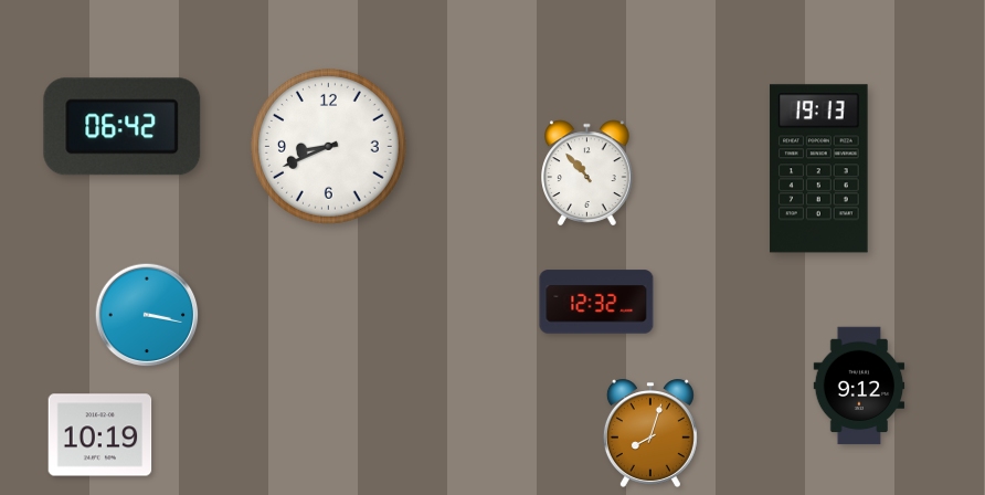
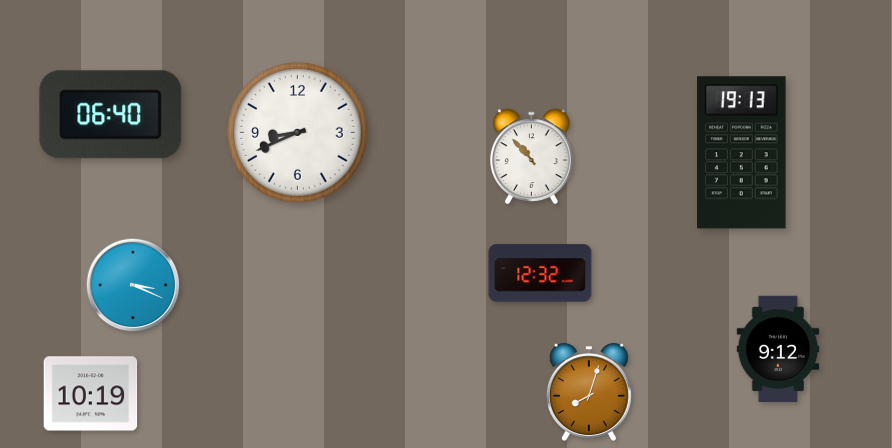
clock at (123, 127): 06:42 -> 06:40
clock at (147, 315): 3:17 -> 3:19
